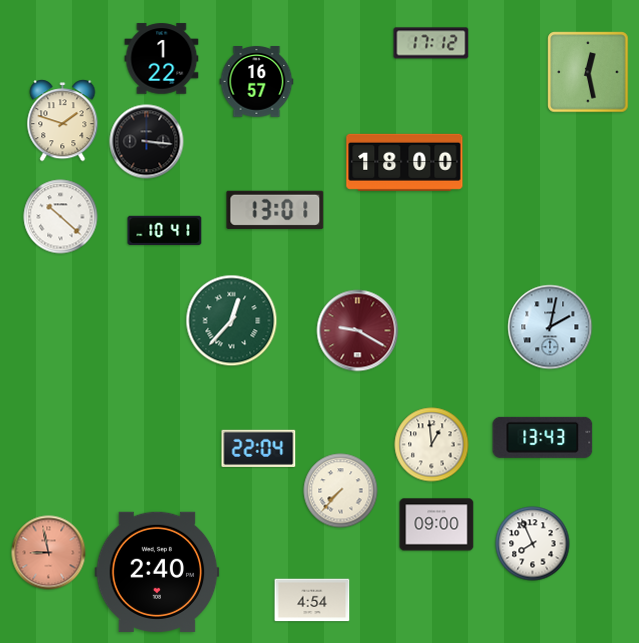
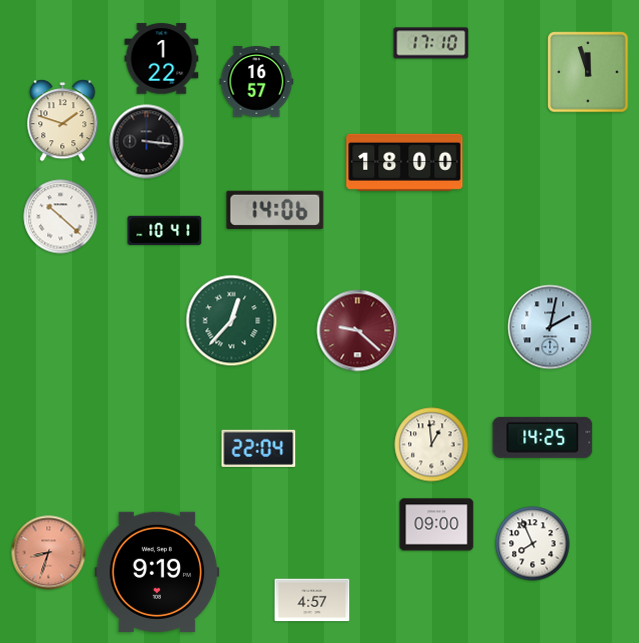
clock at (431, 43): 17:12 -> 17:10
clock at (588, 72): 12:28 -> 11:57
clock at (275, 210): 13:01 -> 14:06
clock at (358, 331): 9:20 -> 9:22
clock at (543, 437): 13:43 -> 14:25
clock at (341, 491): 7:37 -> none
clock at (49, 553): 8:58 -> 8:33
clock at (157, 572): 2:40 -> 9:19
clock at (312, 600): 4:54 -> 4:57
